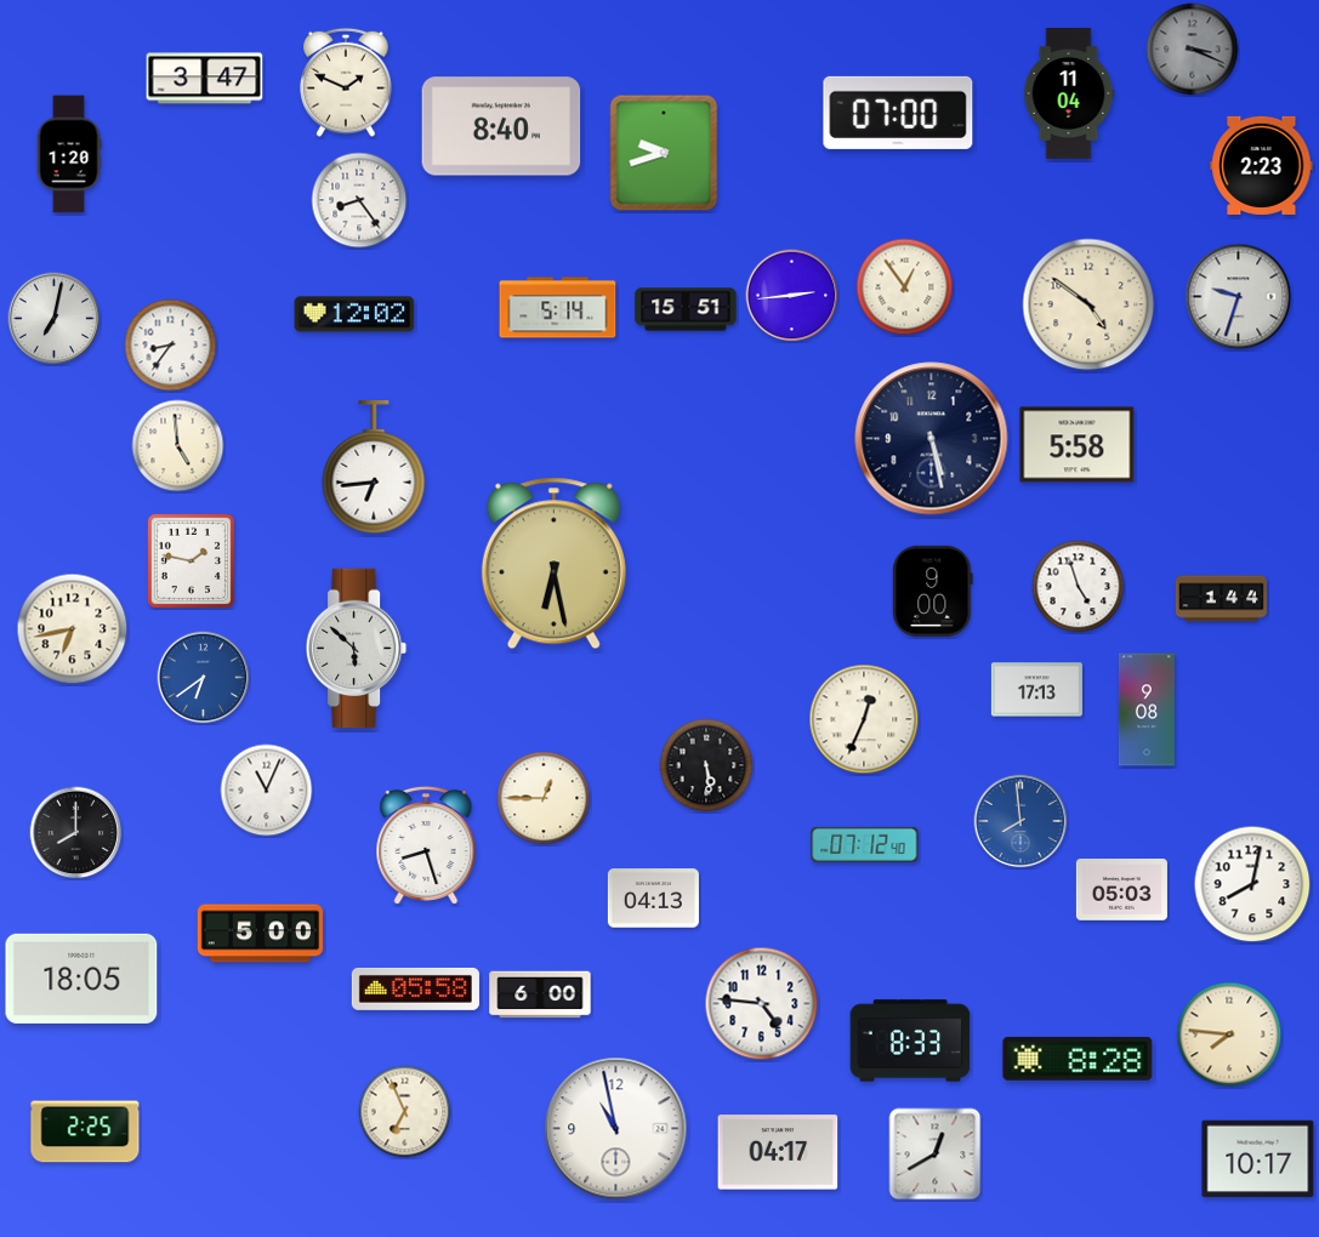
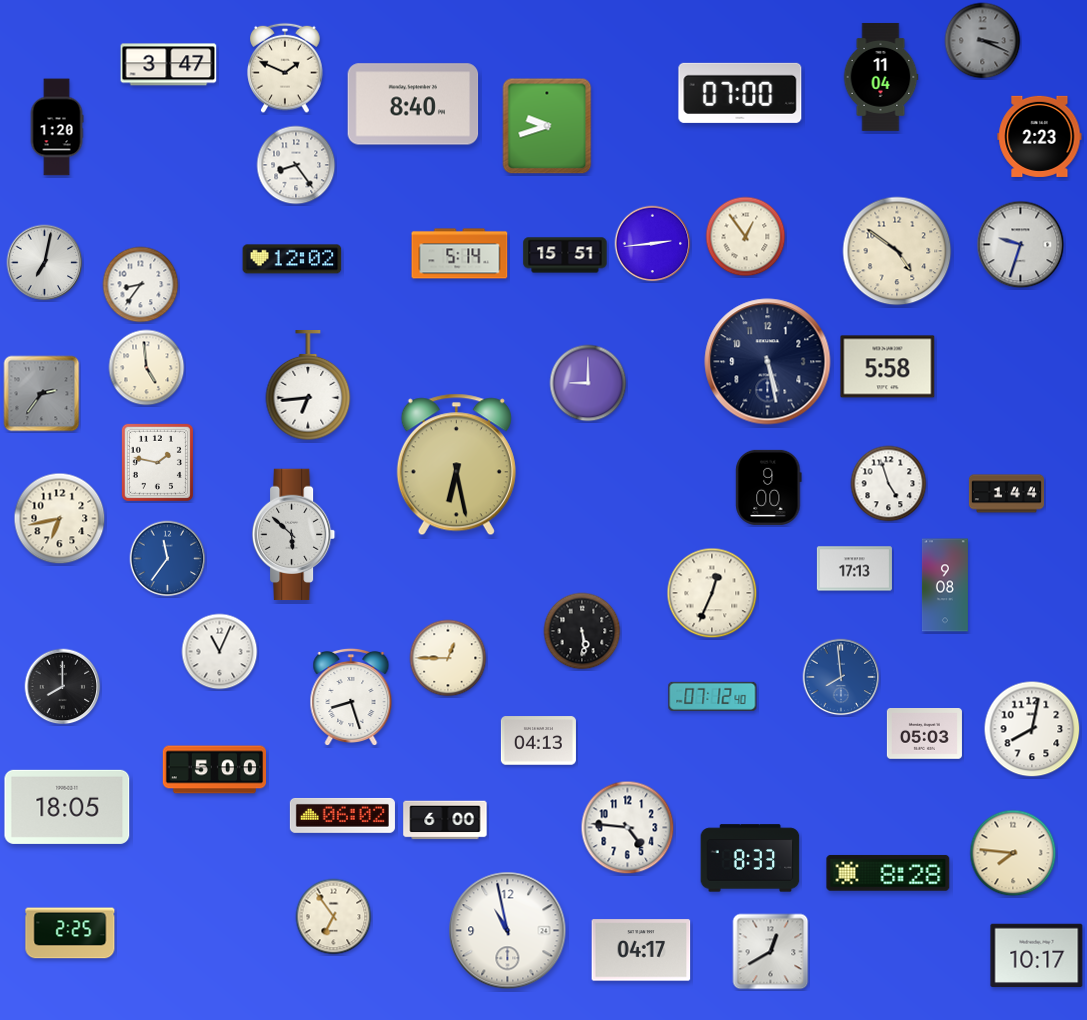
clock at (588, 383): none -> 9:00
clock at (42, 394): none -> 2:36
clock at (204, 678): 6:39 -> 11:36
clock at (415, 988): 05:58 -> 06:02
clock at (405, 1112): 6:56 -> 6:54
